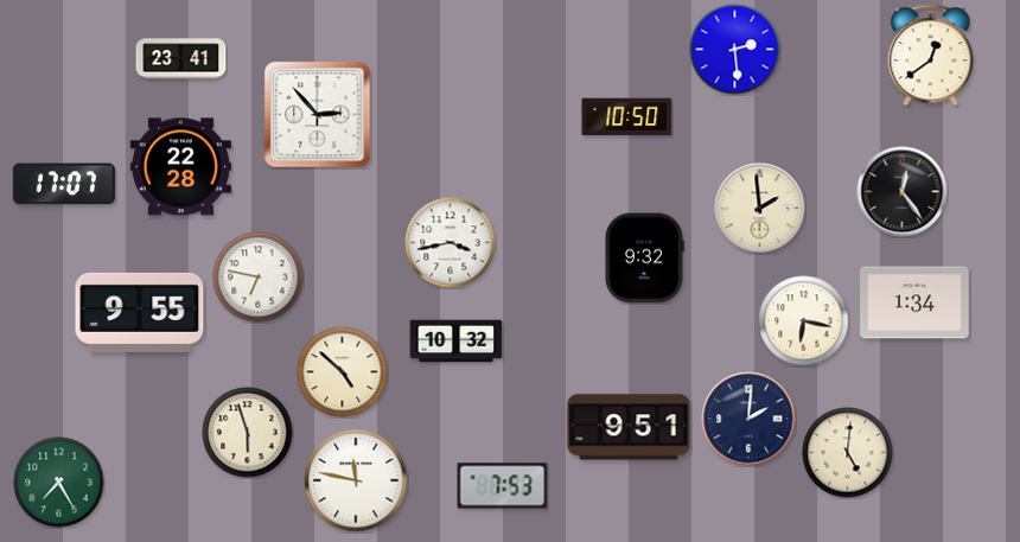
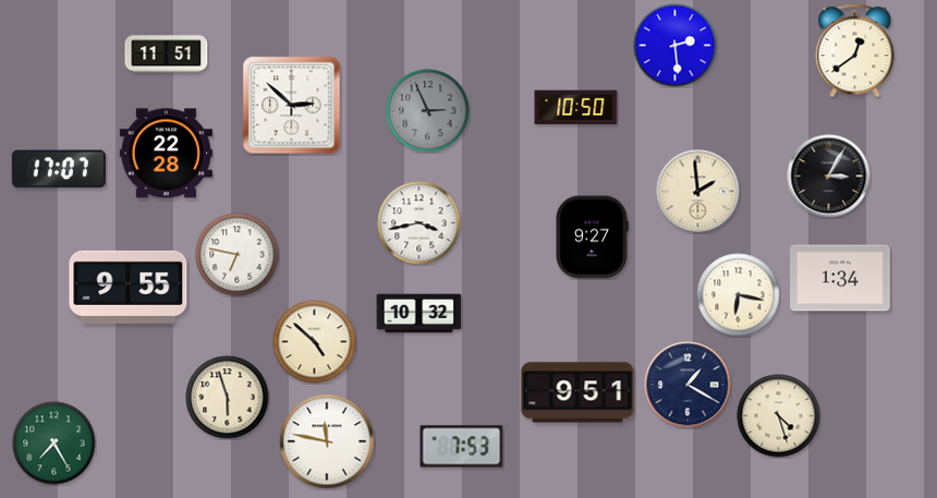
clock at (181, 59): 23:41 -> 11:51
clock at (318, 115): 2:53 -> 2:52
clock at (428, 111): none -> 2:56
clock at (903, 192): 12:24 -> 3:05
clock at (451, 243) position: (451, 243) -> (419, 223)
clock at (644, 259): 9:32 -> 9:27
clock at (748, 419): 2:01 -> 1:20
clock at (848, 453): 5:01 -> 4:27
